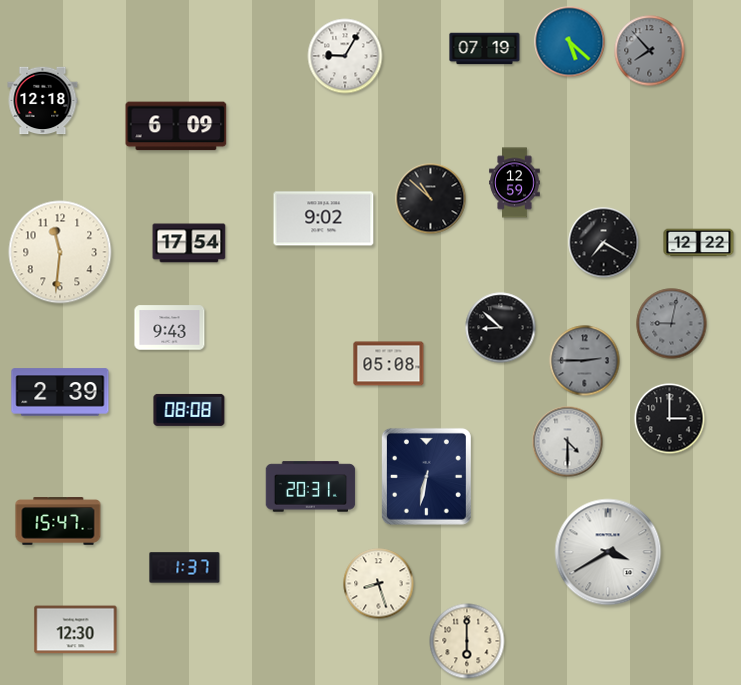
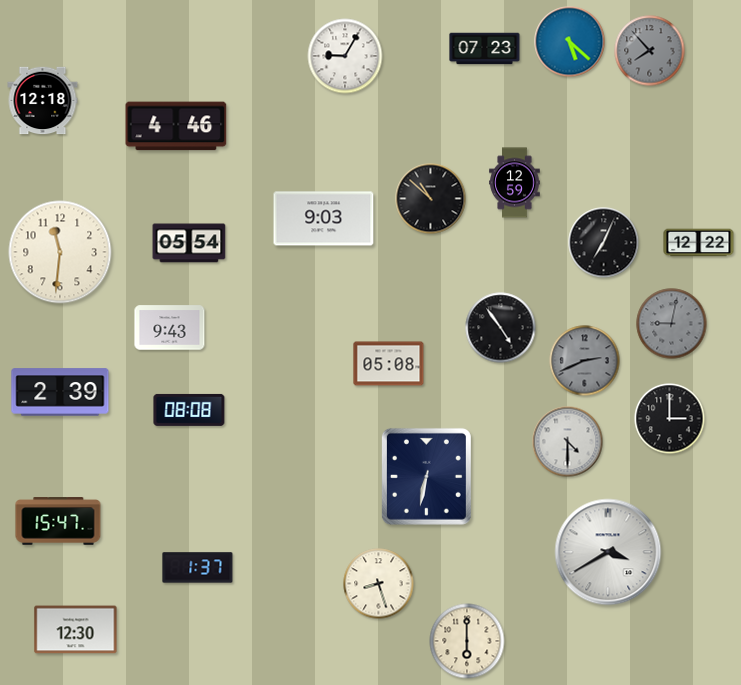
clock at (485, 49): 07:19 -> 07:23
clock at (176, 126): 6:09 -> 4:46
clock at (324, 219): 9:02 -> 9:03
clock at (189, 243): 17:54 -> 05:54
clock at (604, 243): 7:20 -> 7:04
clock at (501, 328): 8:52 -> 4:54
clock at (585, 361): 2:45 -> 2:41
clock at (311, 487): 20:31 -> none
clock at (185, 568) position: (185, 568) -> (198, 568)
